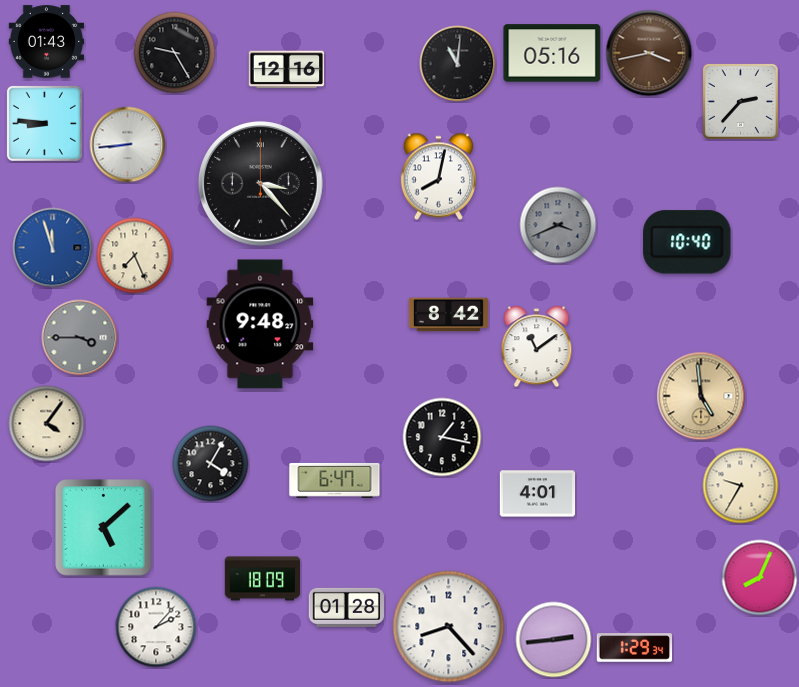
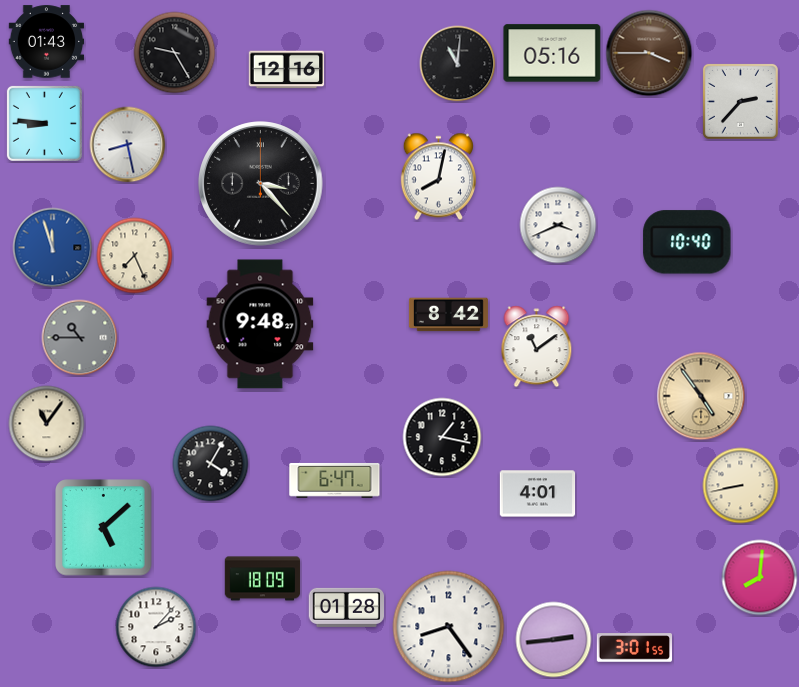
clock at (649, 53): 3:43 -> 3:45
clock at (128, 145): 8:44 -> 8:28
clock at (558, 225) dial: grey -> white
clock at (80, 338): 3:45 -> 10:45
clock at (701, 396): 4:59 -> 4:54
clock at (47, 424): 4:06 -> 11:06
clock at (741, 486): 9:35 -> 8:43
clock at (760, 578): 8:04 -> 8:01
clock at (449, 627): 8:23 -> 8:24
clock at (635, 648): 1:29 -> 3:01
